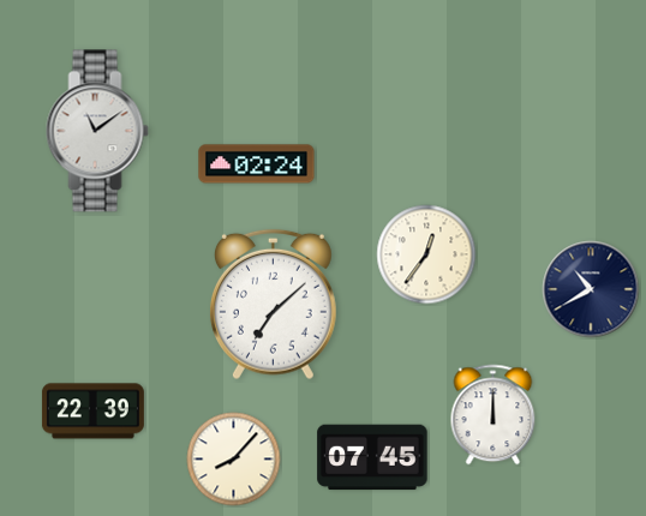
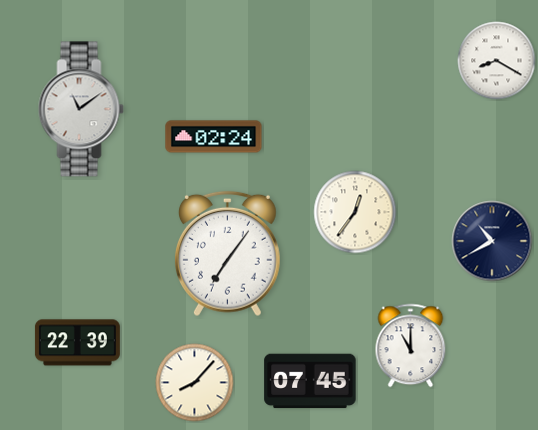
clock at (497, 61): none -> 8:20
clock at (273, 305): 7:08 -> 7:06
clock at (494, 415): 12:00 -> 11:00
